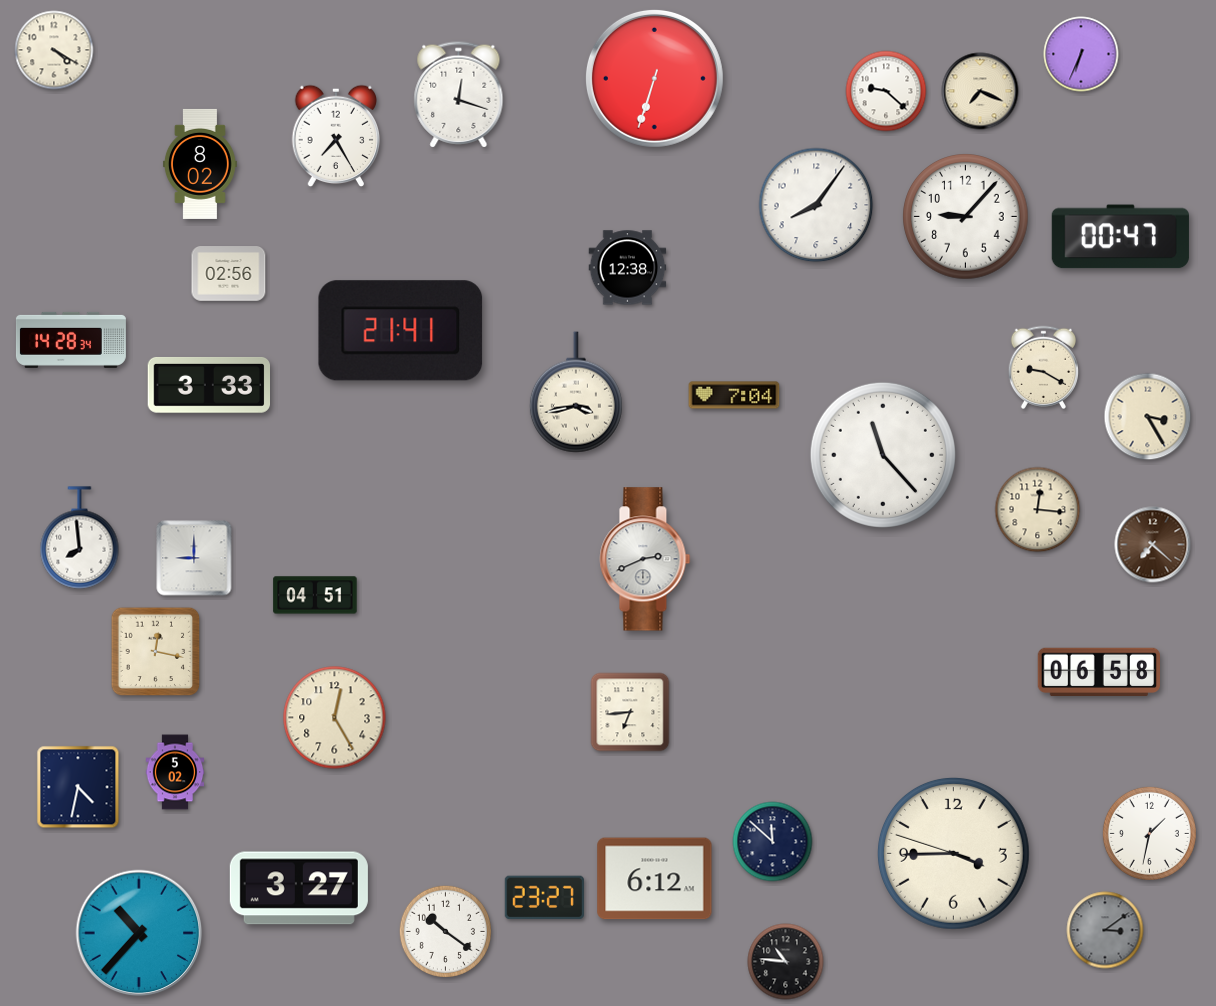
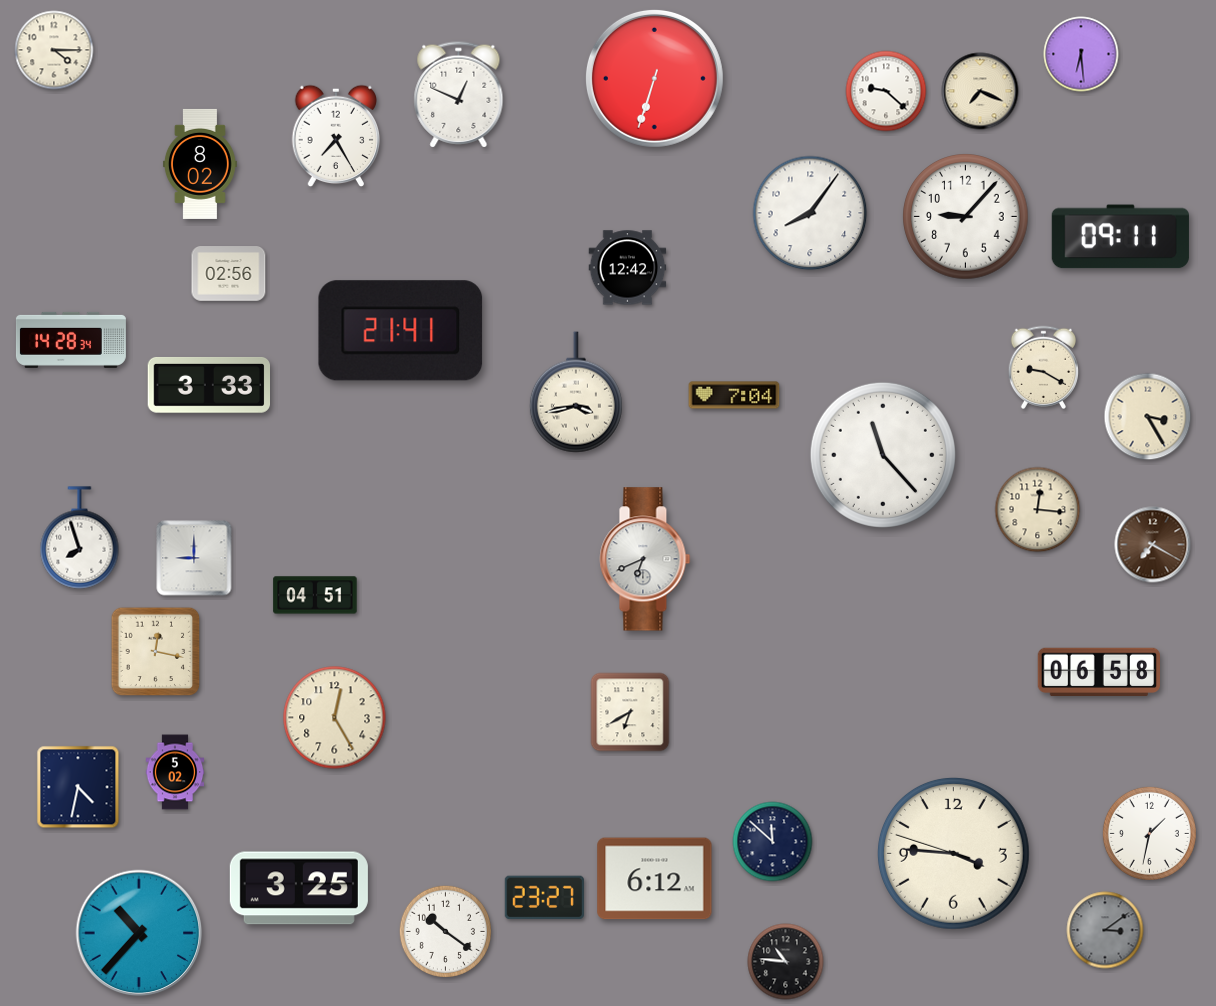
clock at (54, 50): 4:20 -> 4:15
clock at (1081, 54): 6:34 -> 6:29
clock at (459, 95): 12:18 -> 12:49
clock at (816, 205) position: (816, 205) -> (810, 213)
clock at (1120, 237): 00:47 -> 09:11
clock at (628, 268): 12:38 -> 12:42
clock at (80, 538): 7:59 -> 7:57
clock at (1153, 545): 7:22 -> 7:20
clock at (645, 559): 2:41 -> 6:41
clock at (630, 712): 6:44 -> 6:40
clock at (954, 854): 3:44 -> 3:45
clock at (299, 888): 3:27 -> 3:25
